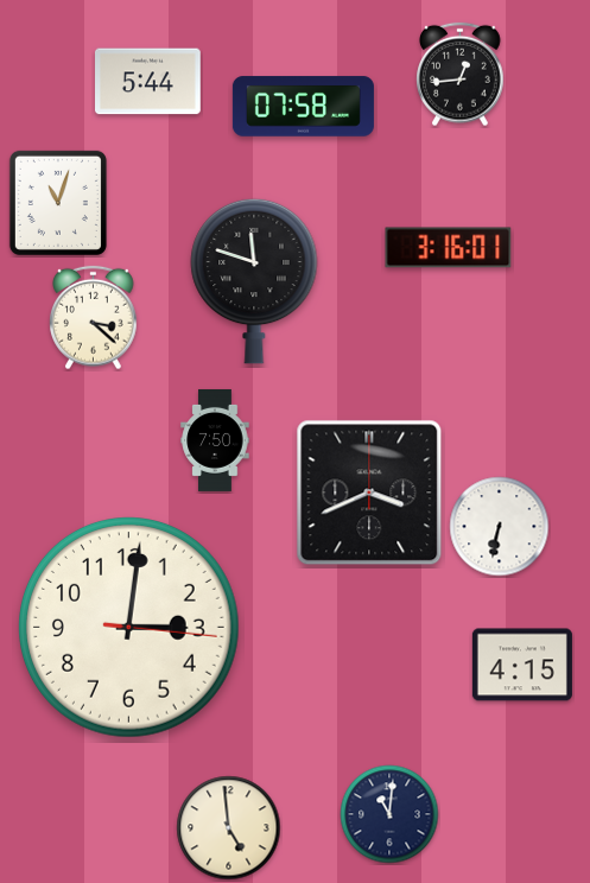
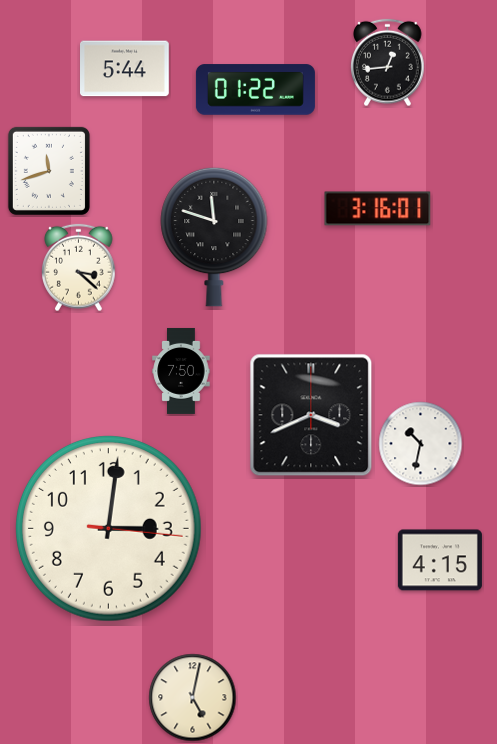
clock at (303, 107): 07:58 -> 01:22
clock at (58, 203): 11:03 -> 11:42
clock at (500, 527): 6:32 -> 10:32
clock at (389, 814): 11:01 -> none
clock at (229, 828): 4:59 -> 5:02
